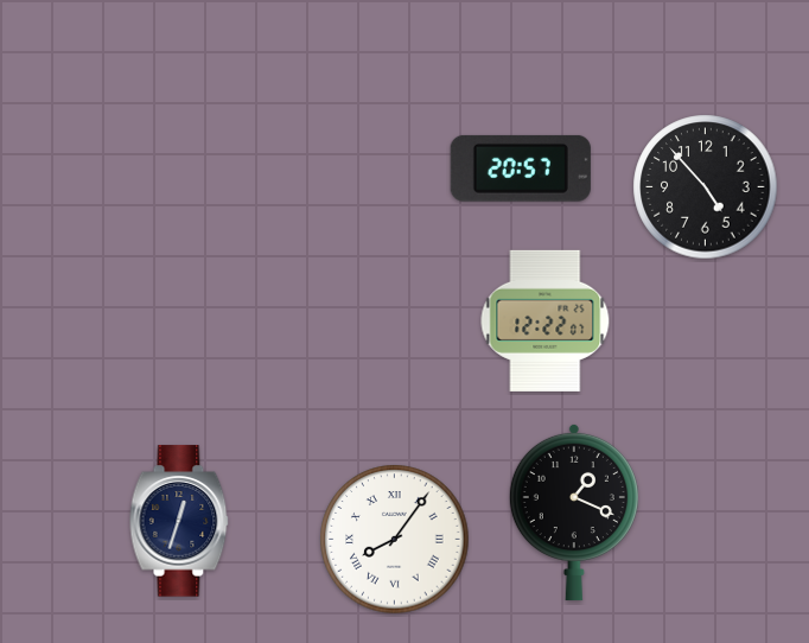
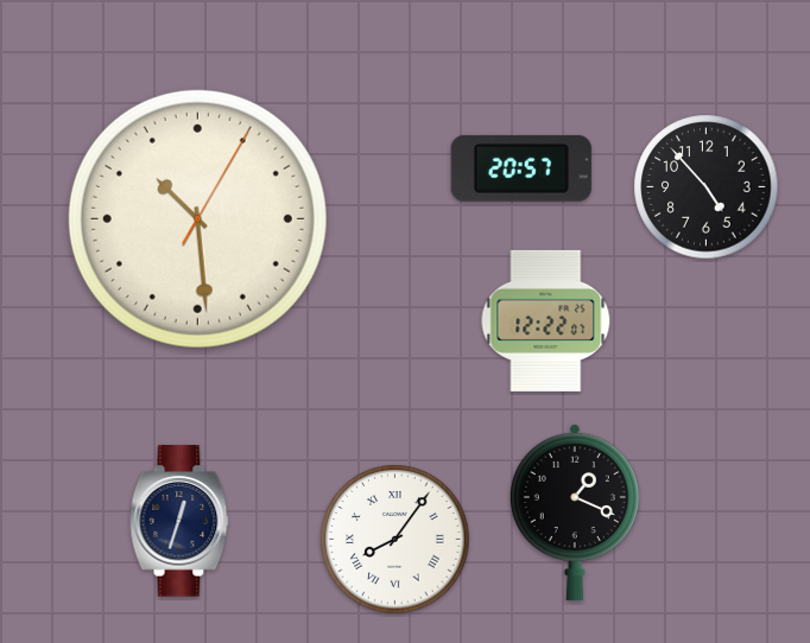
clock at (197, 218): none -> 10:29
